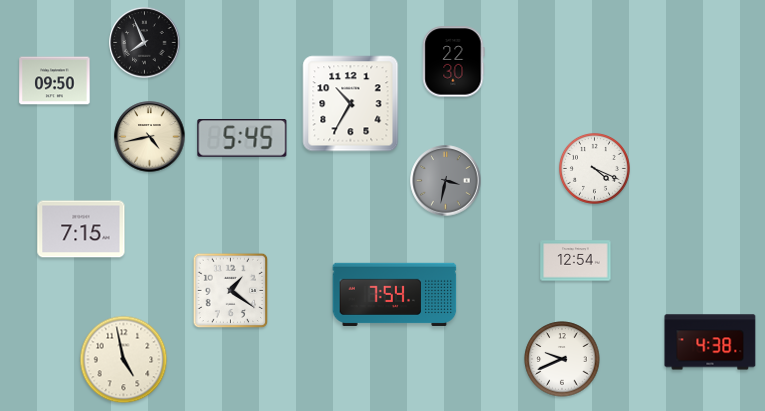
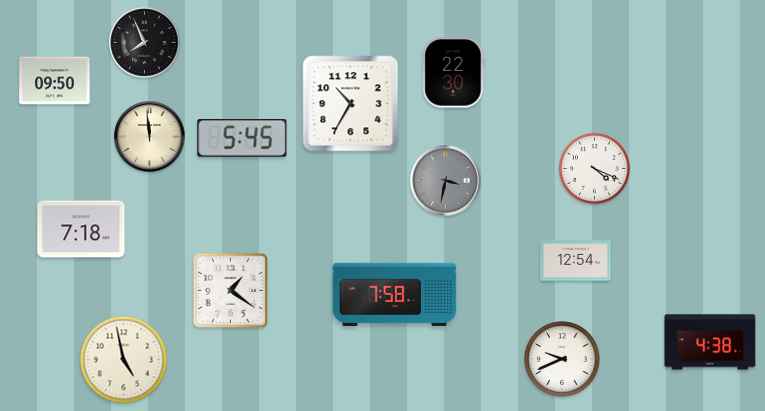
clock at (454, 62) position: (454, 62) -> (454, 73)
clock at (150, 137): 4:43 -> 11:59
clock at (81, 229): 7:15 -> 7:18
clock at (395, 294): 7:54 -> 7:58
